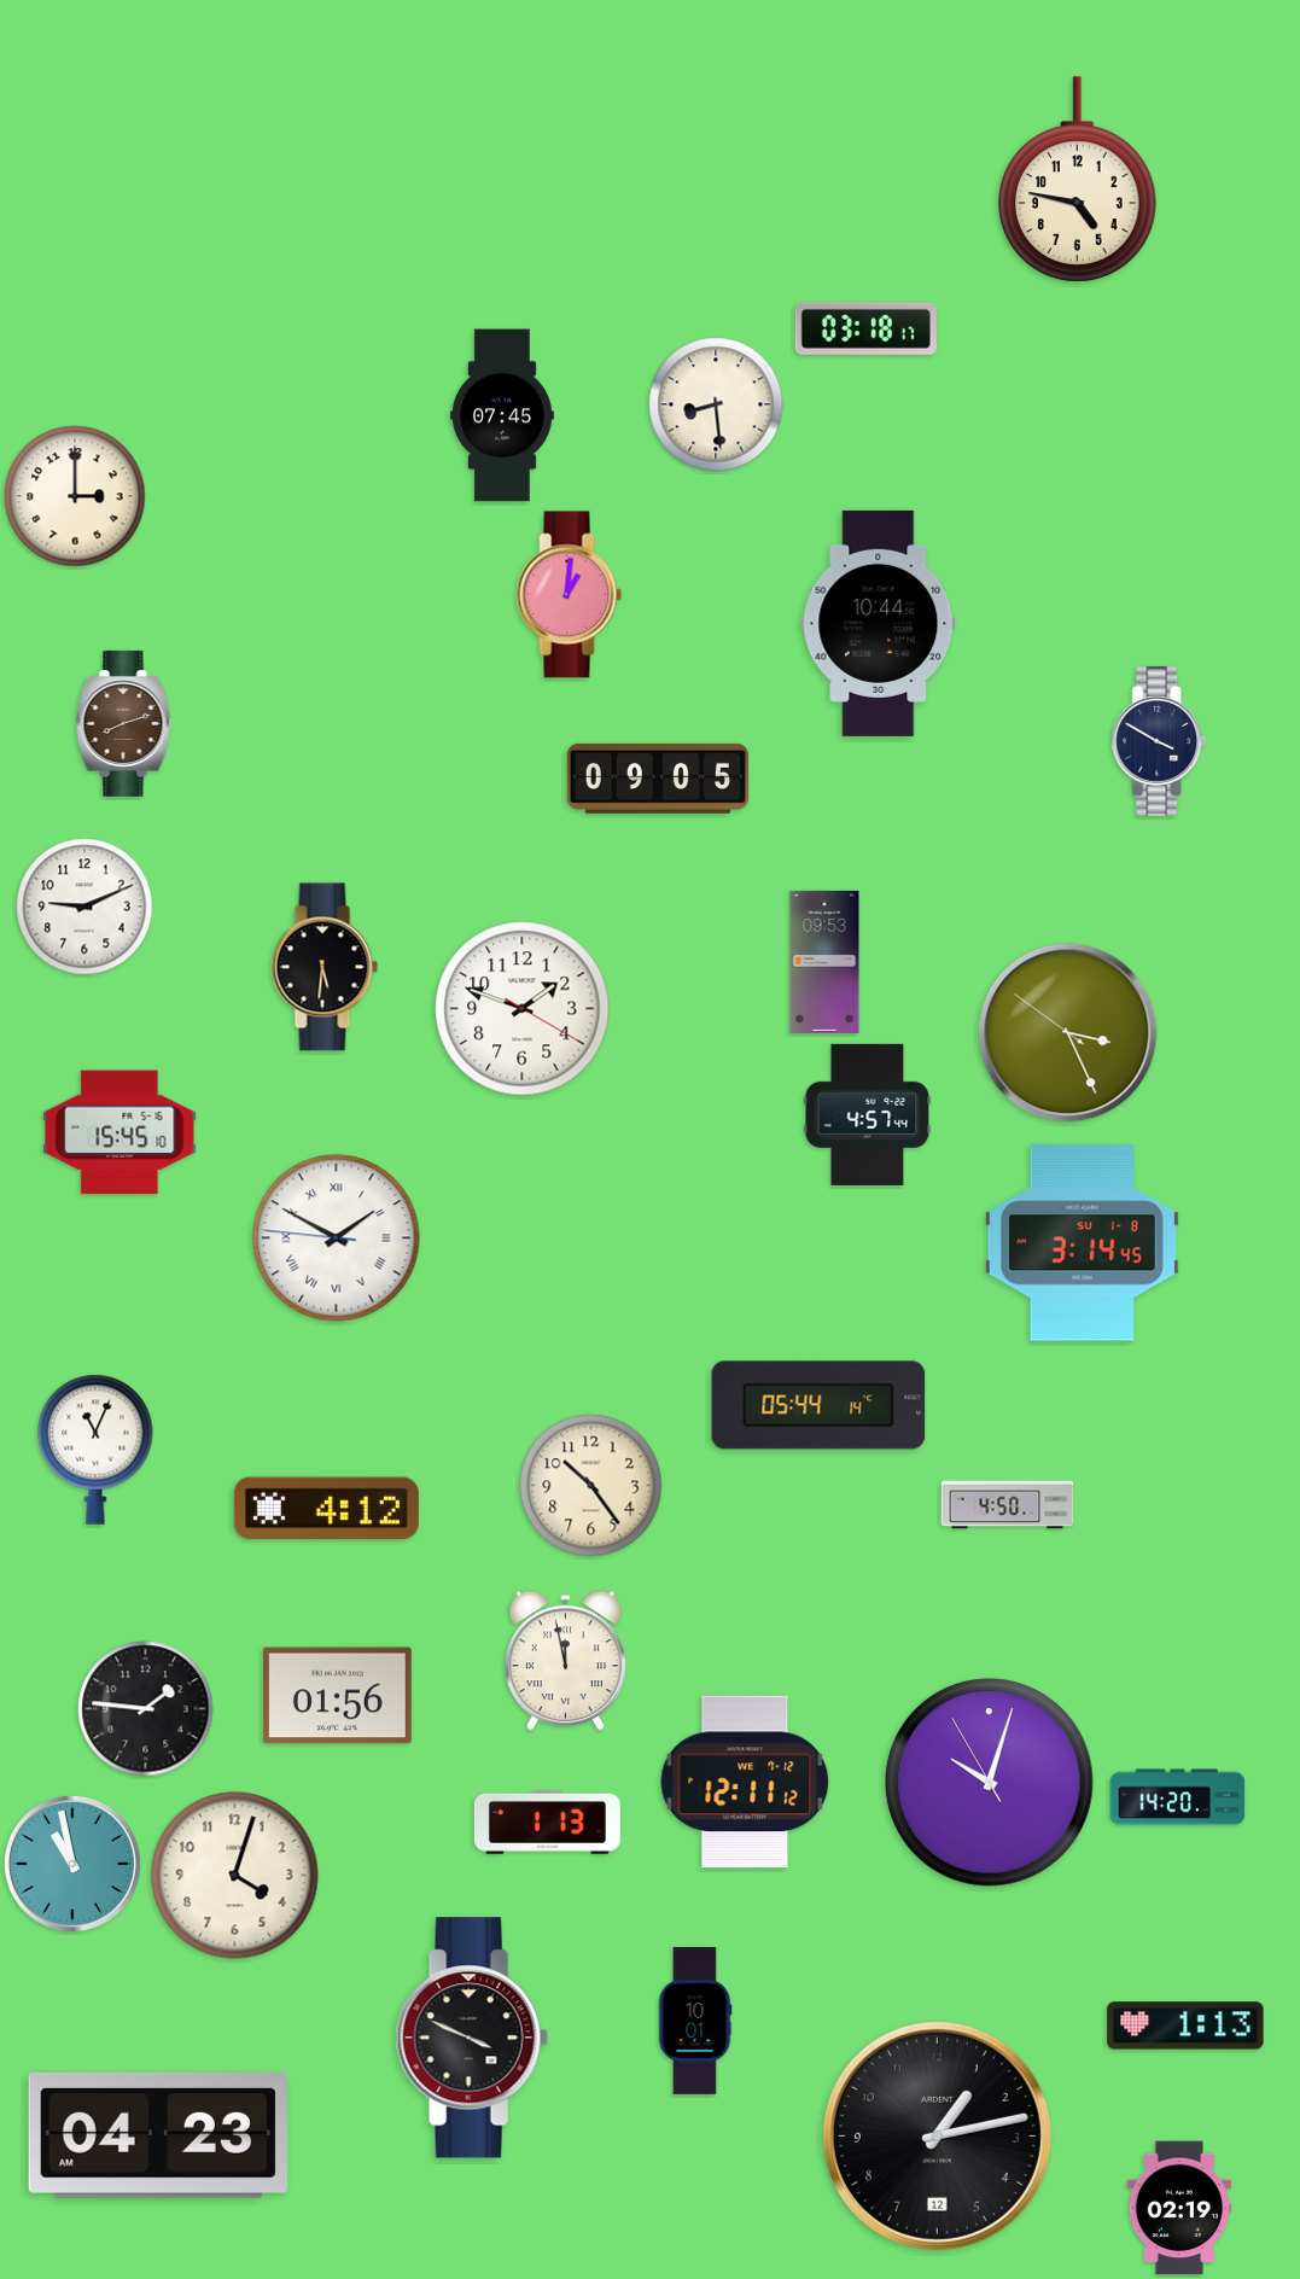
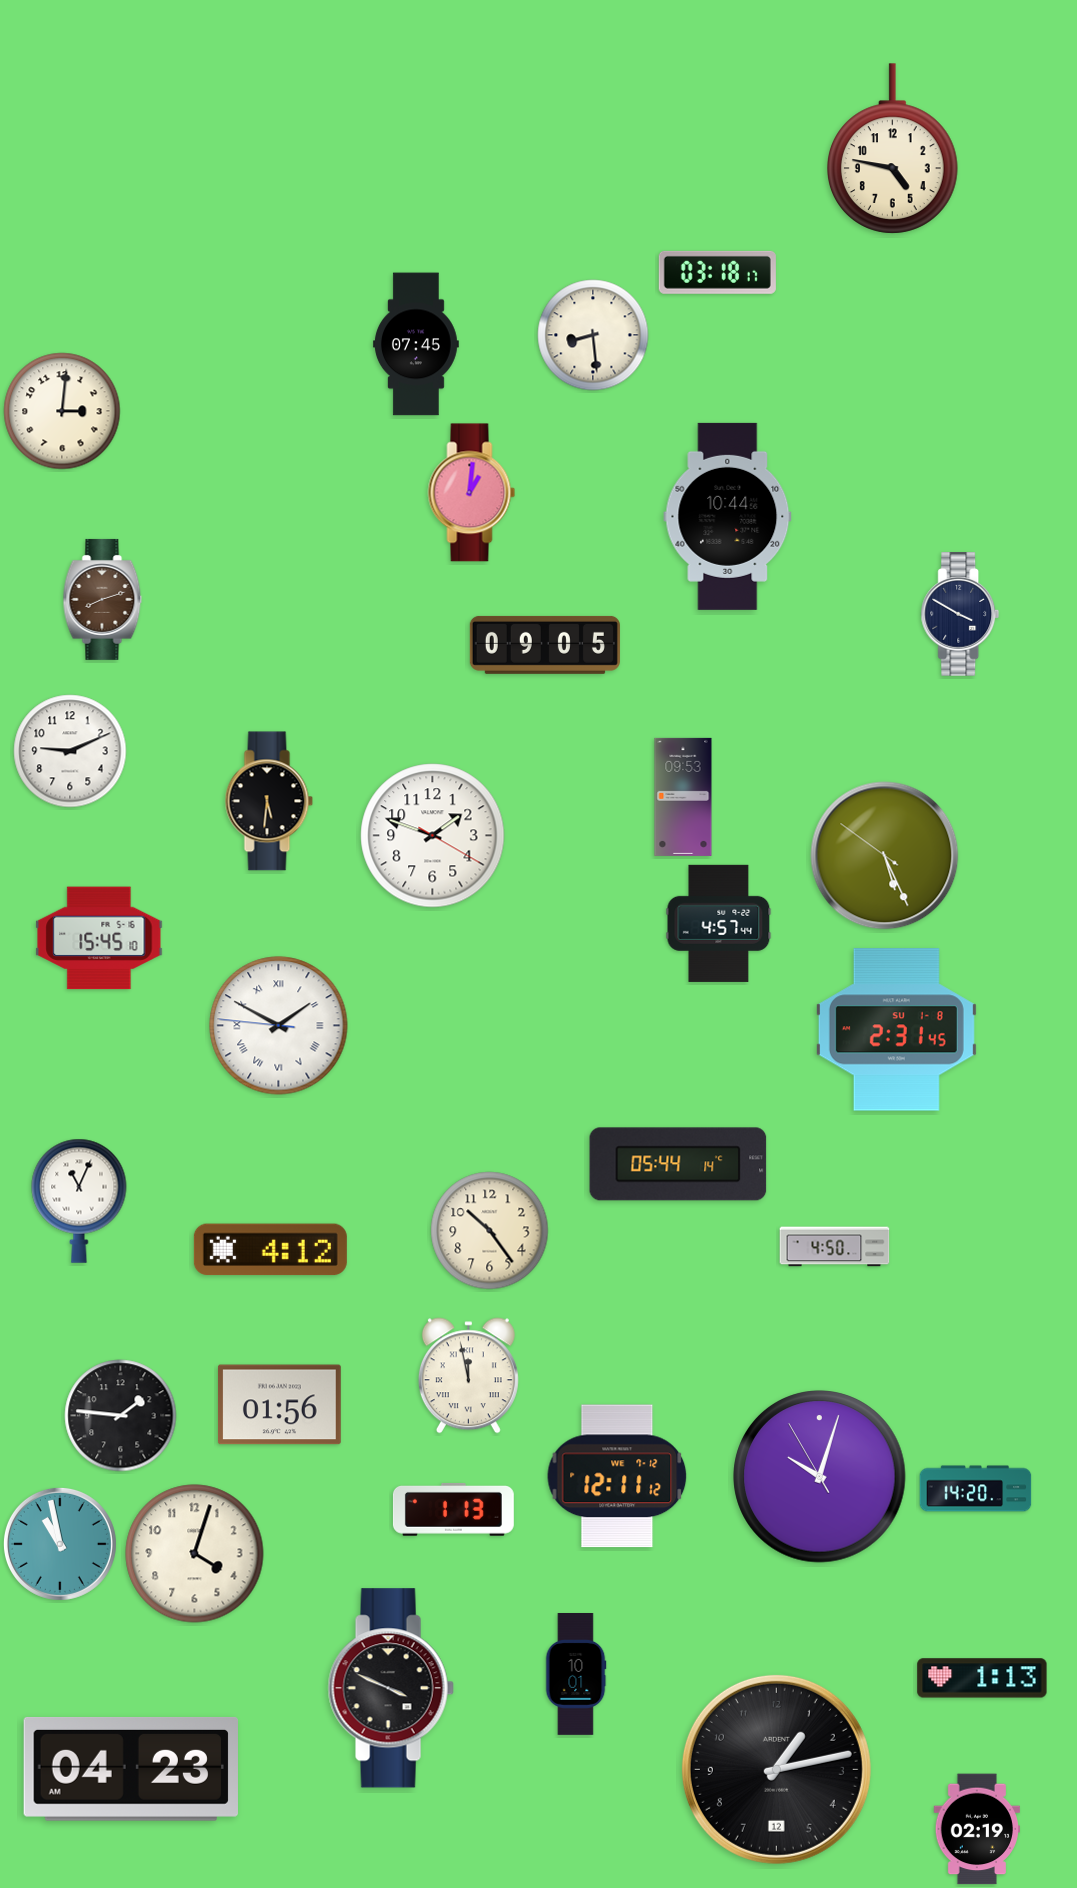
clock at (75, 496): 3:00 -> 3:01
clock at (1068, 1033): 3:25 -> 5:25
clock at (1082, 1243): 3:14 -> 2:31
